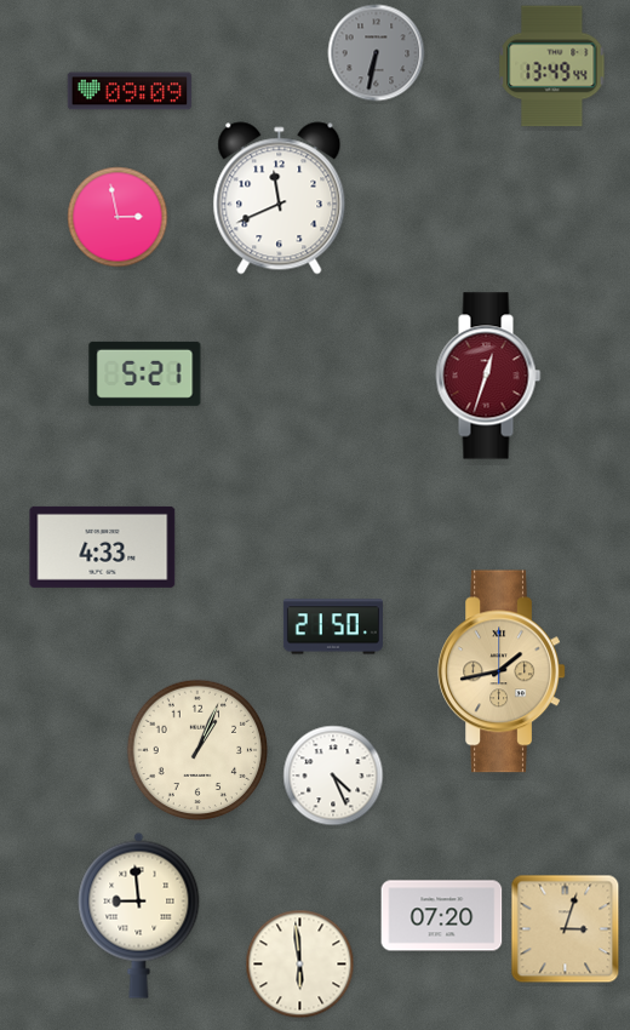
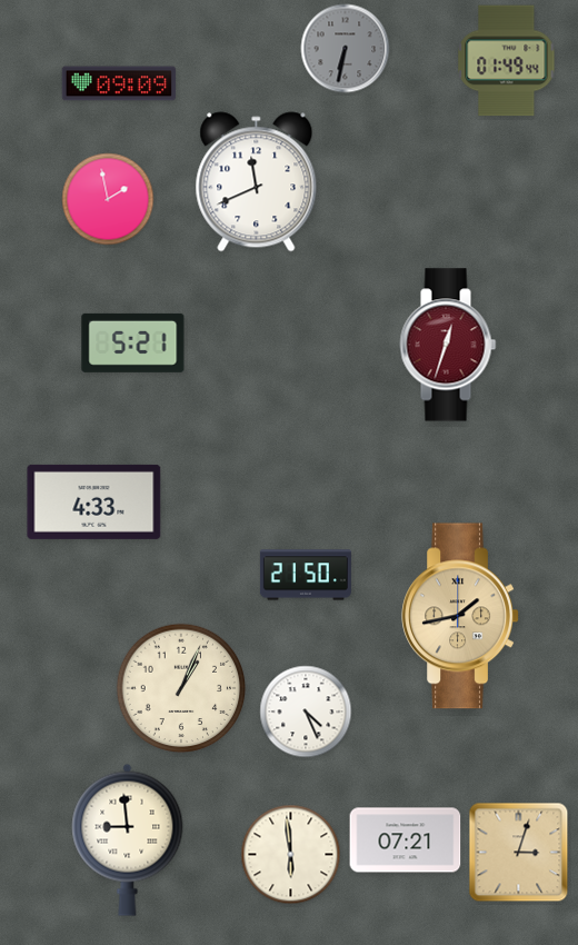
clock at (552, 67): 13:49 -> 01:49
clock at (118, 217): 2:58 -> 1:58
clock at (442, 916): 07:20 -> 07:21
clock at (300, 965) position: (300, 965) -> (291, 855)
